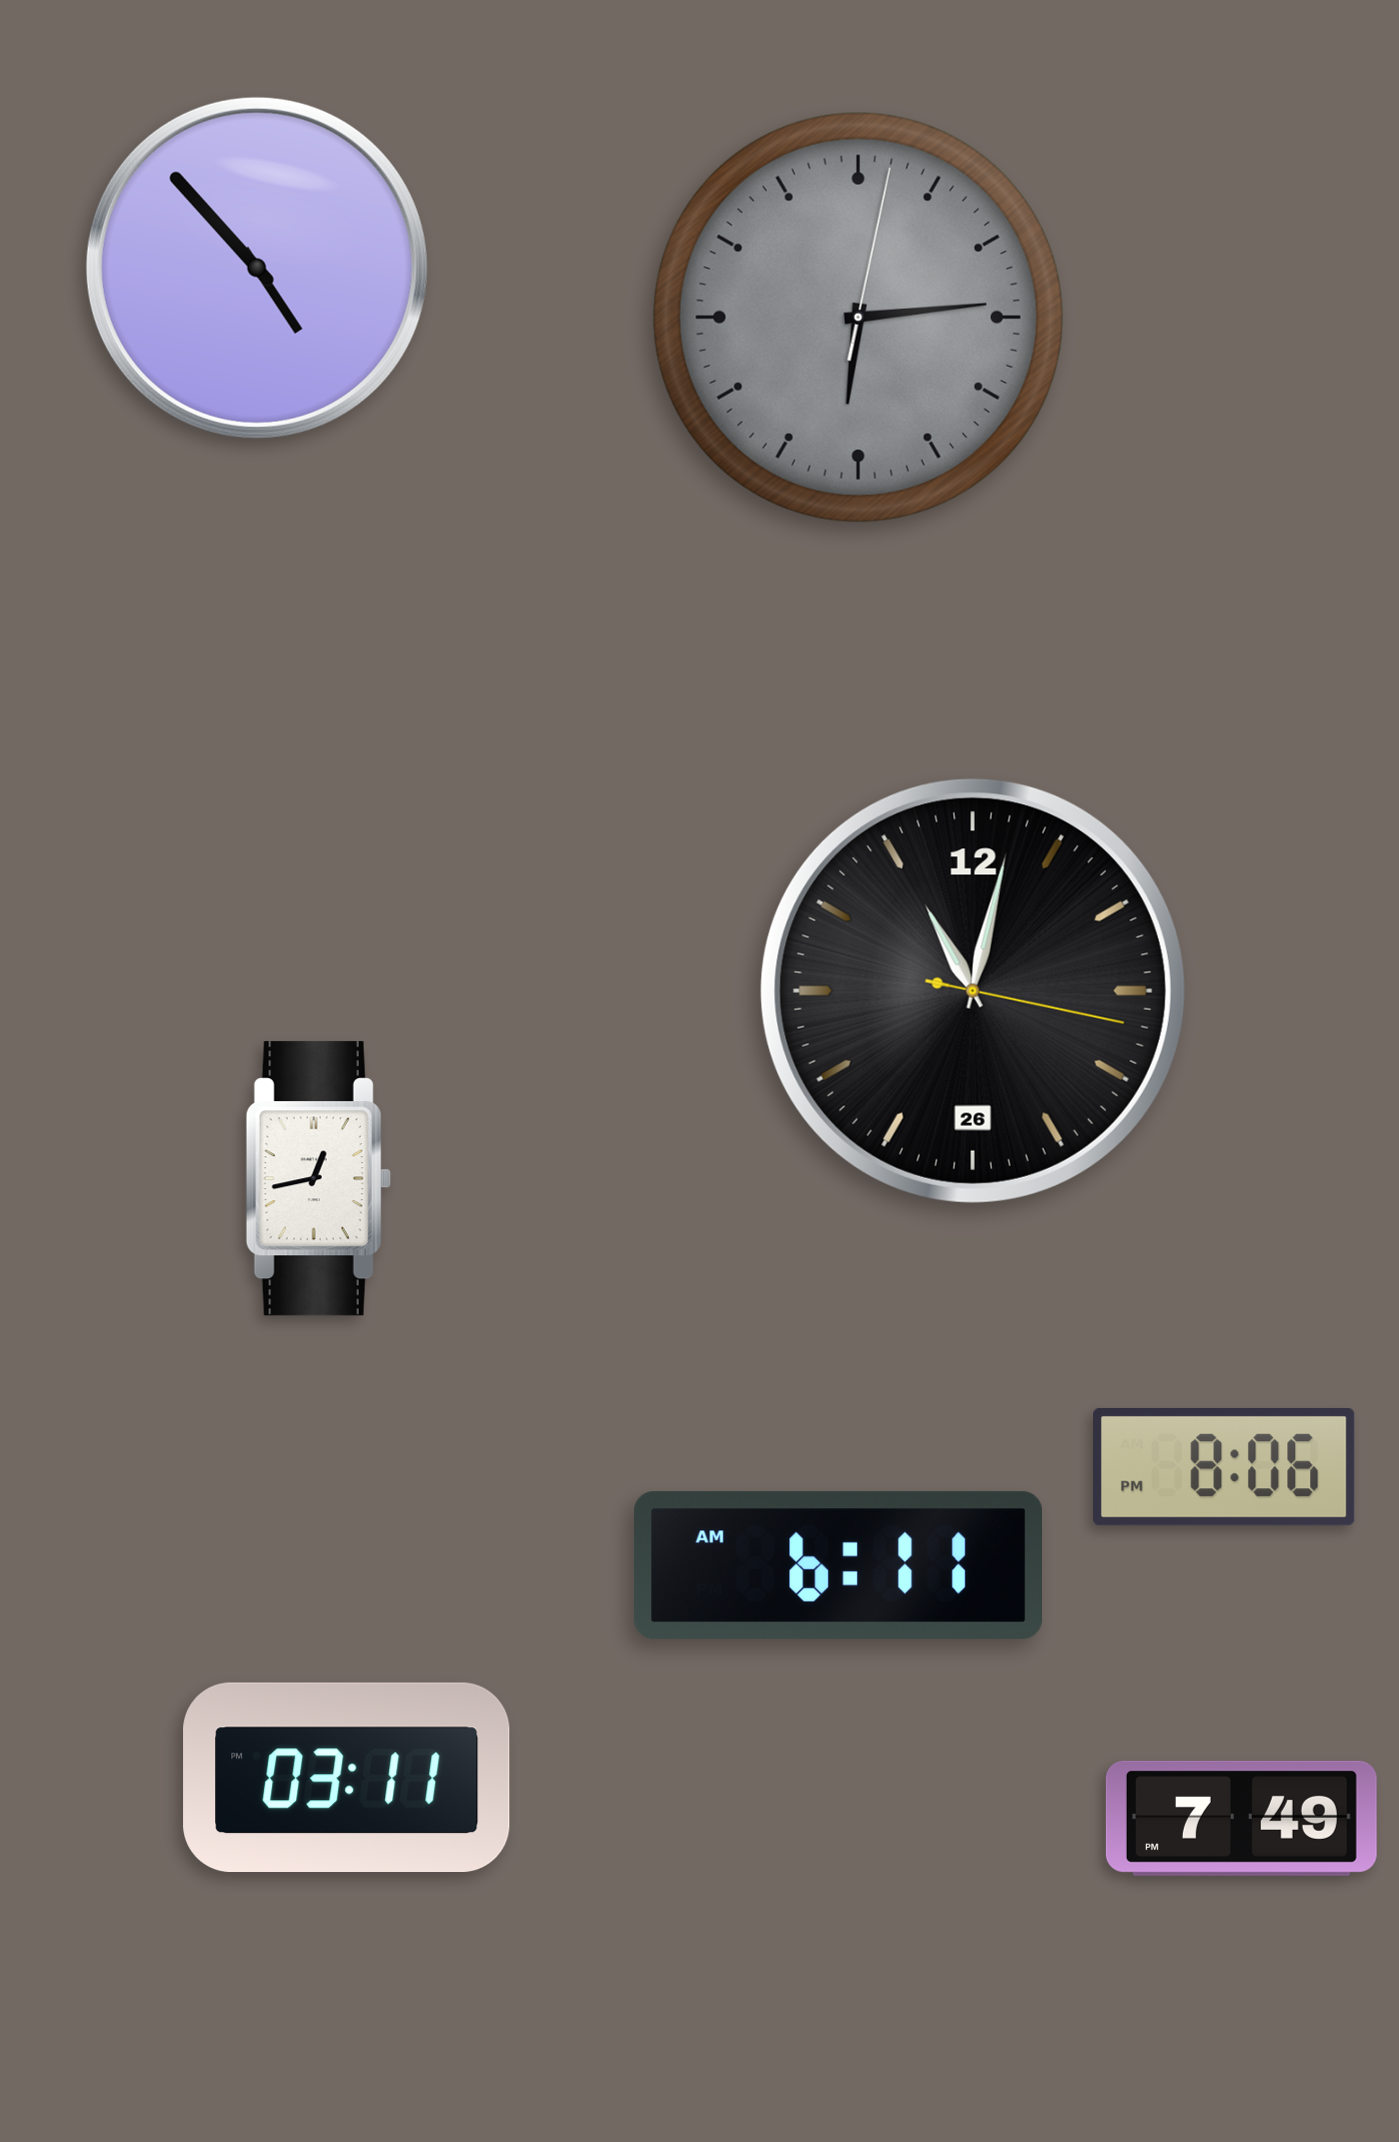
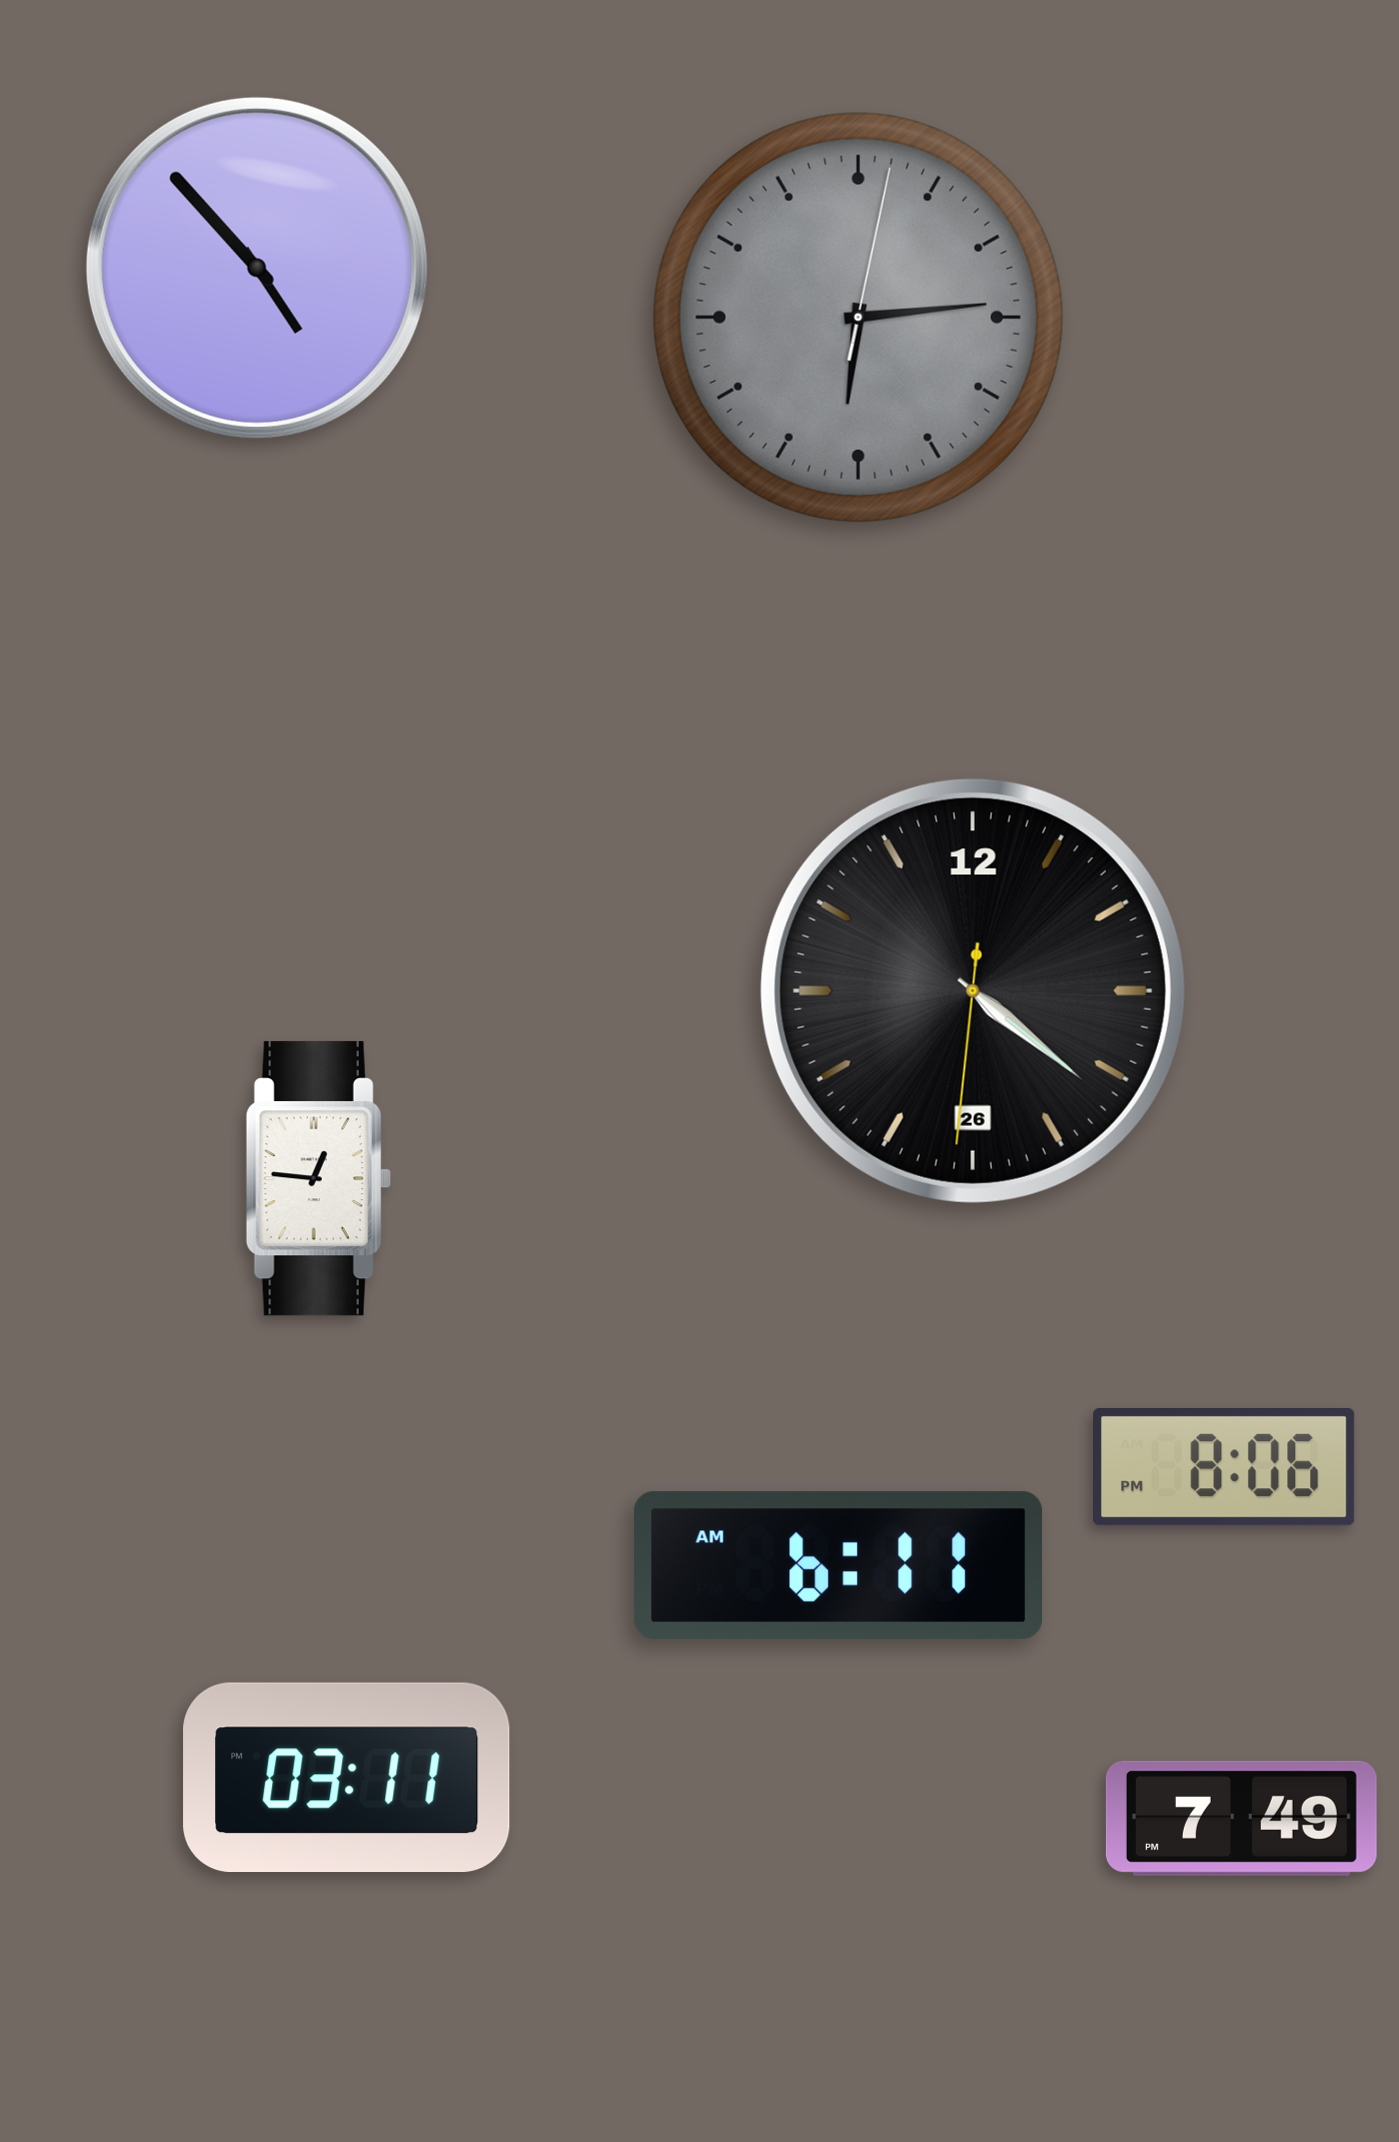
clock at (973, 991): 11:02 -> 4:21
clock at (318, 1179): 12:43 -> 12:46
